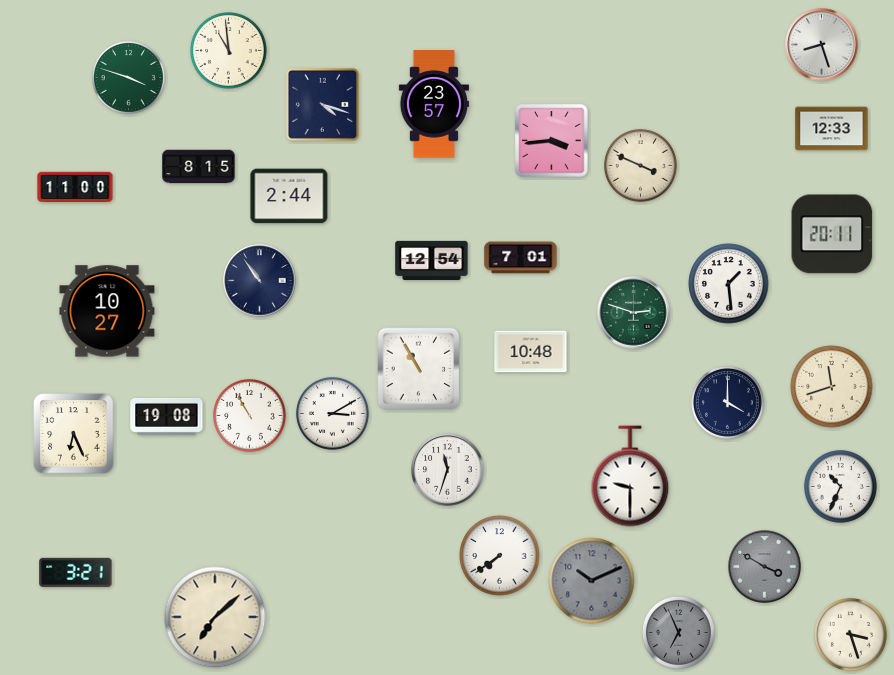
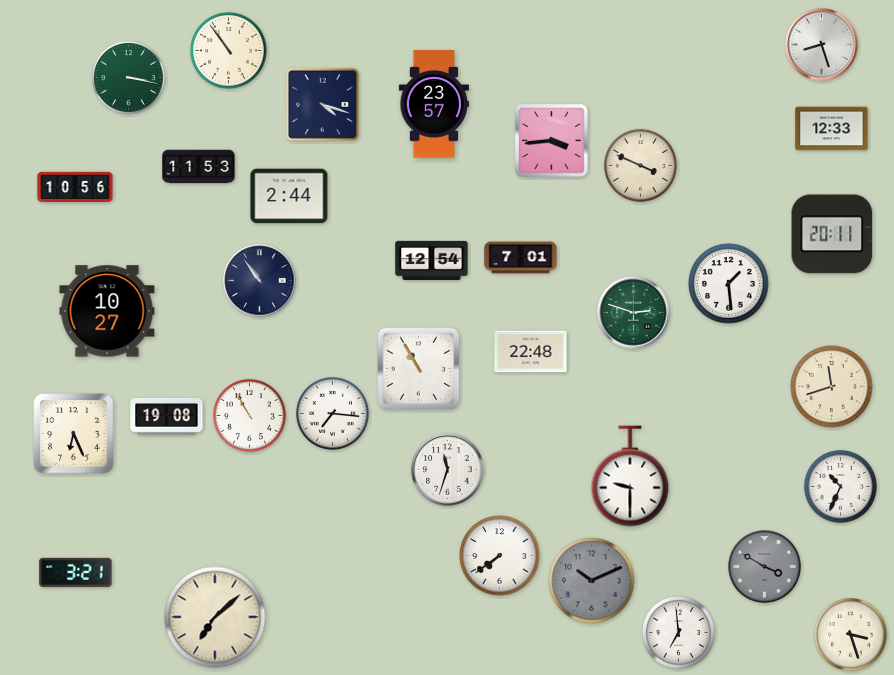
clock at (229, 51): 10:59 -> 10:54
clock at (128, 77): 3:48 -> 3:17
clock at (199, 167): 8:15 -> 11:53
clock at (75, 186): 11:00 -> 10:56
clock at (531, 352): 10:48 -> 22:48
clock at (727, 402): 4:00 -> none
clock at (332, 413): 3:10 -> 7:16
clock at (678, 632): 6:56 -> 6:59
clock at (678, 632) dial: grey -> white
